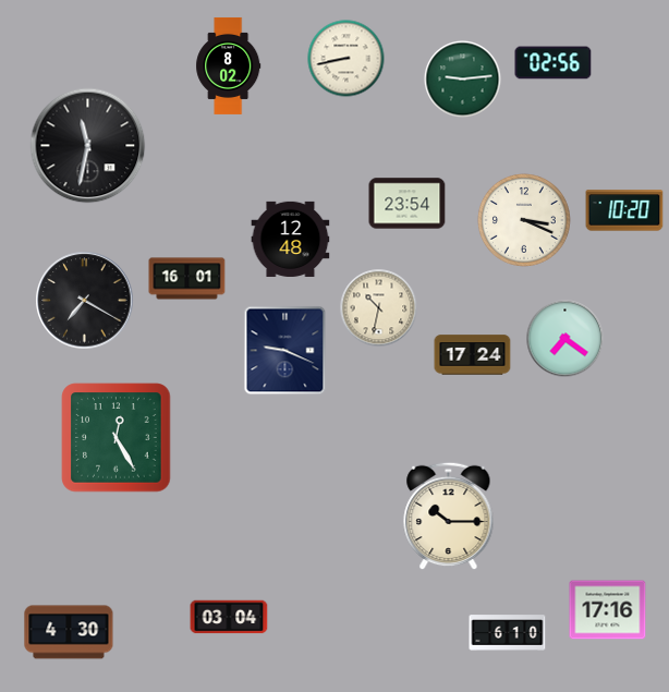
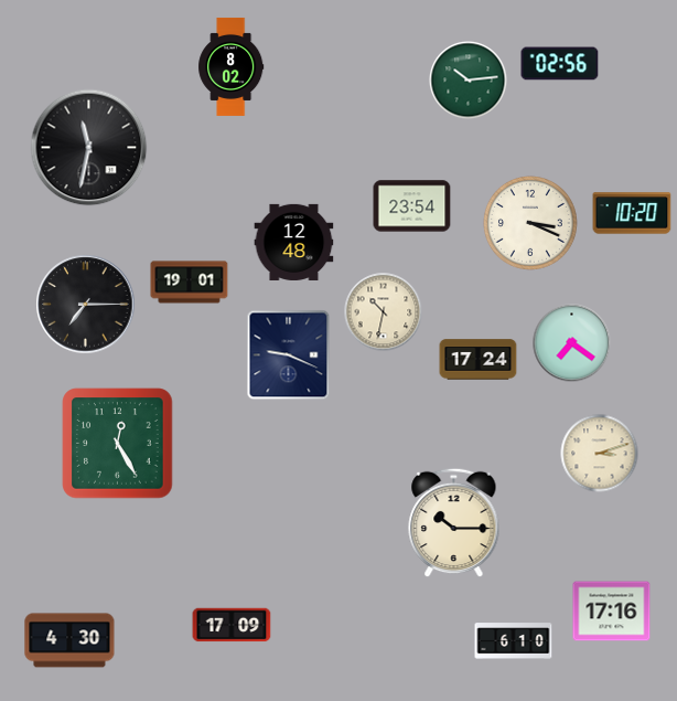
clock at (346, 59): 8:43 -> none
clock at (463, 80): 9:14 -> 10:14
clock at (187, 279): 16:01 -> 19:01
clock at (85, 301): 7:20 -> 7:15
clock at (600, 454): none -> 3:12
clock at (608, 610) position: (608, 610) -> (612, 612)
clock at (229, 617): 03:04 -> 17:09
